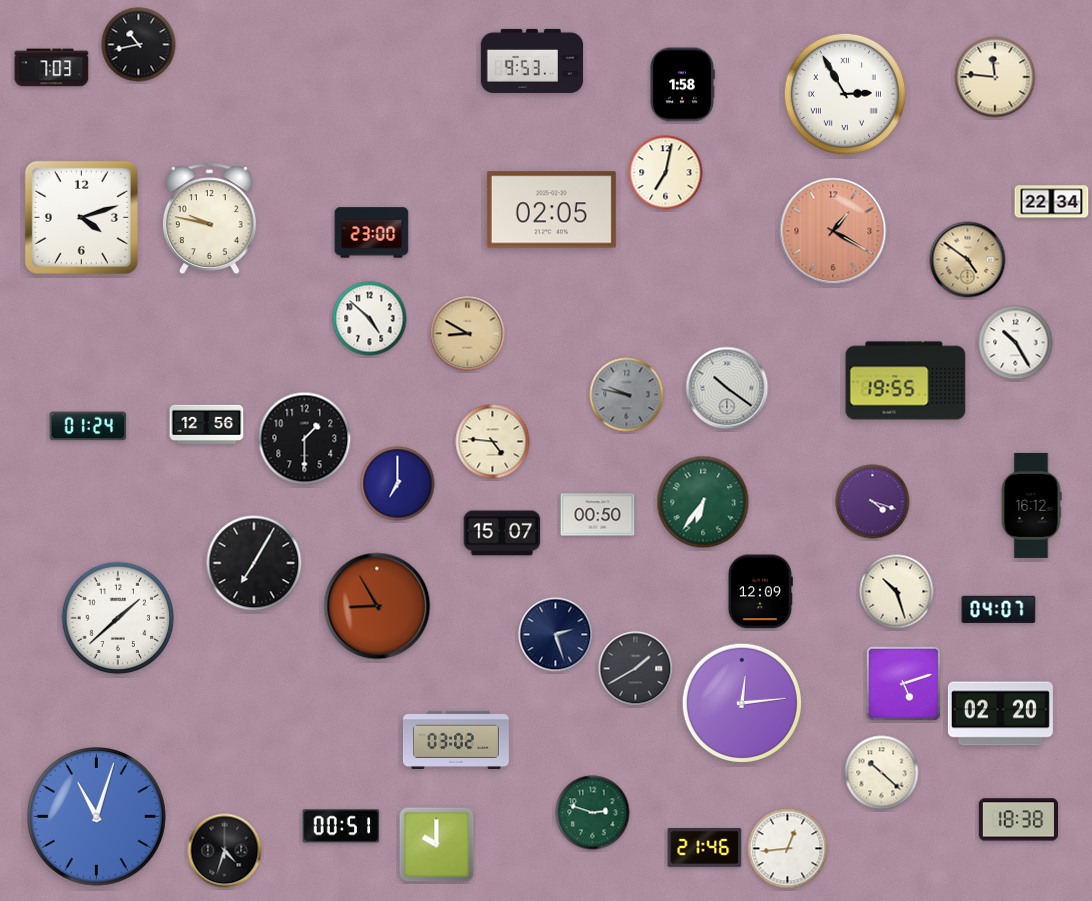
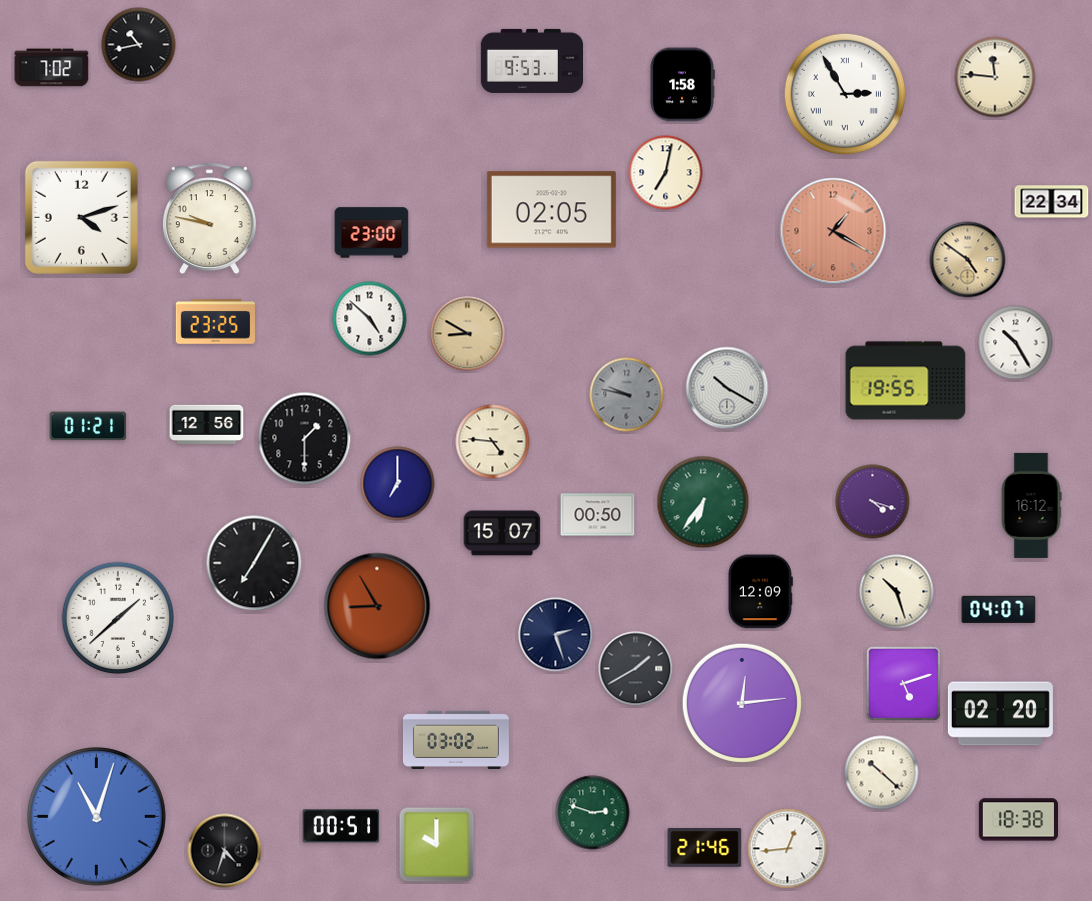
clock at (52, 68): 7:03 -> 7:02
clock at (215, 322): none -> 23:25
clock at (727, 388): 10:21 -> 10:20
clock at (88, 426): 01:24 -> 01:21
